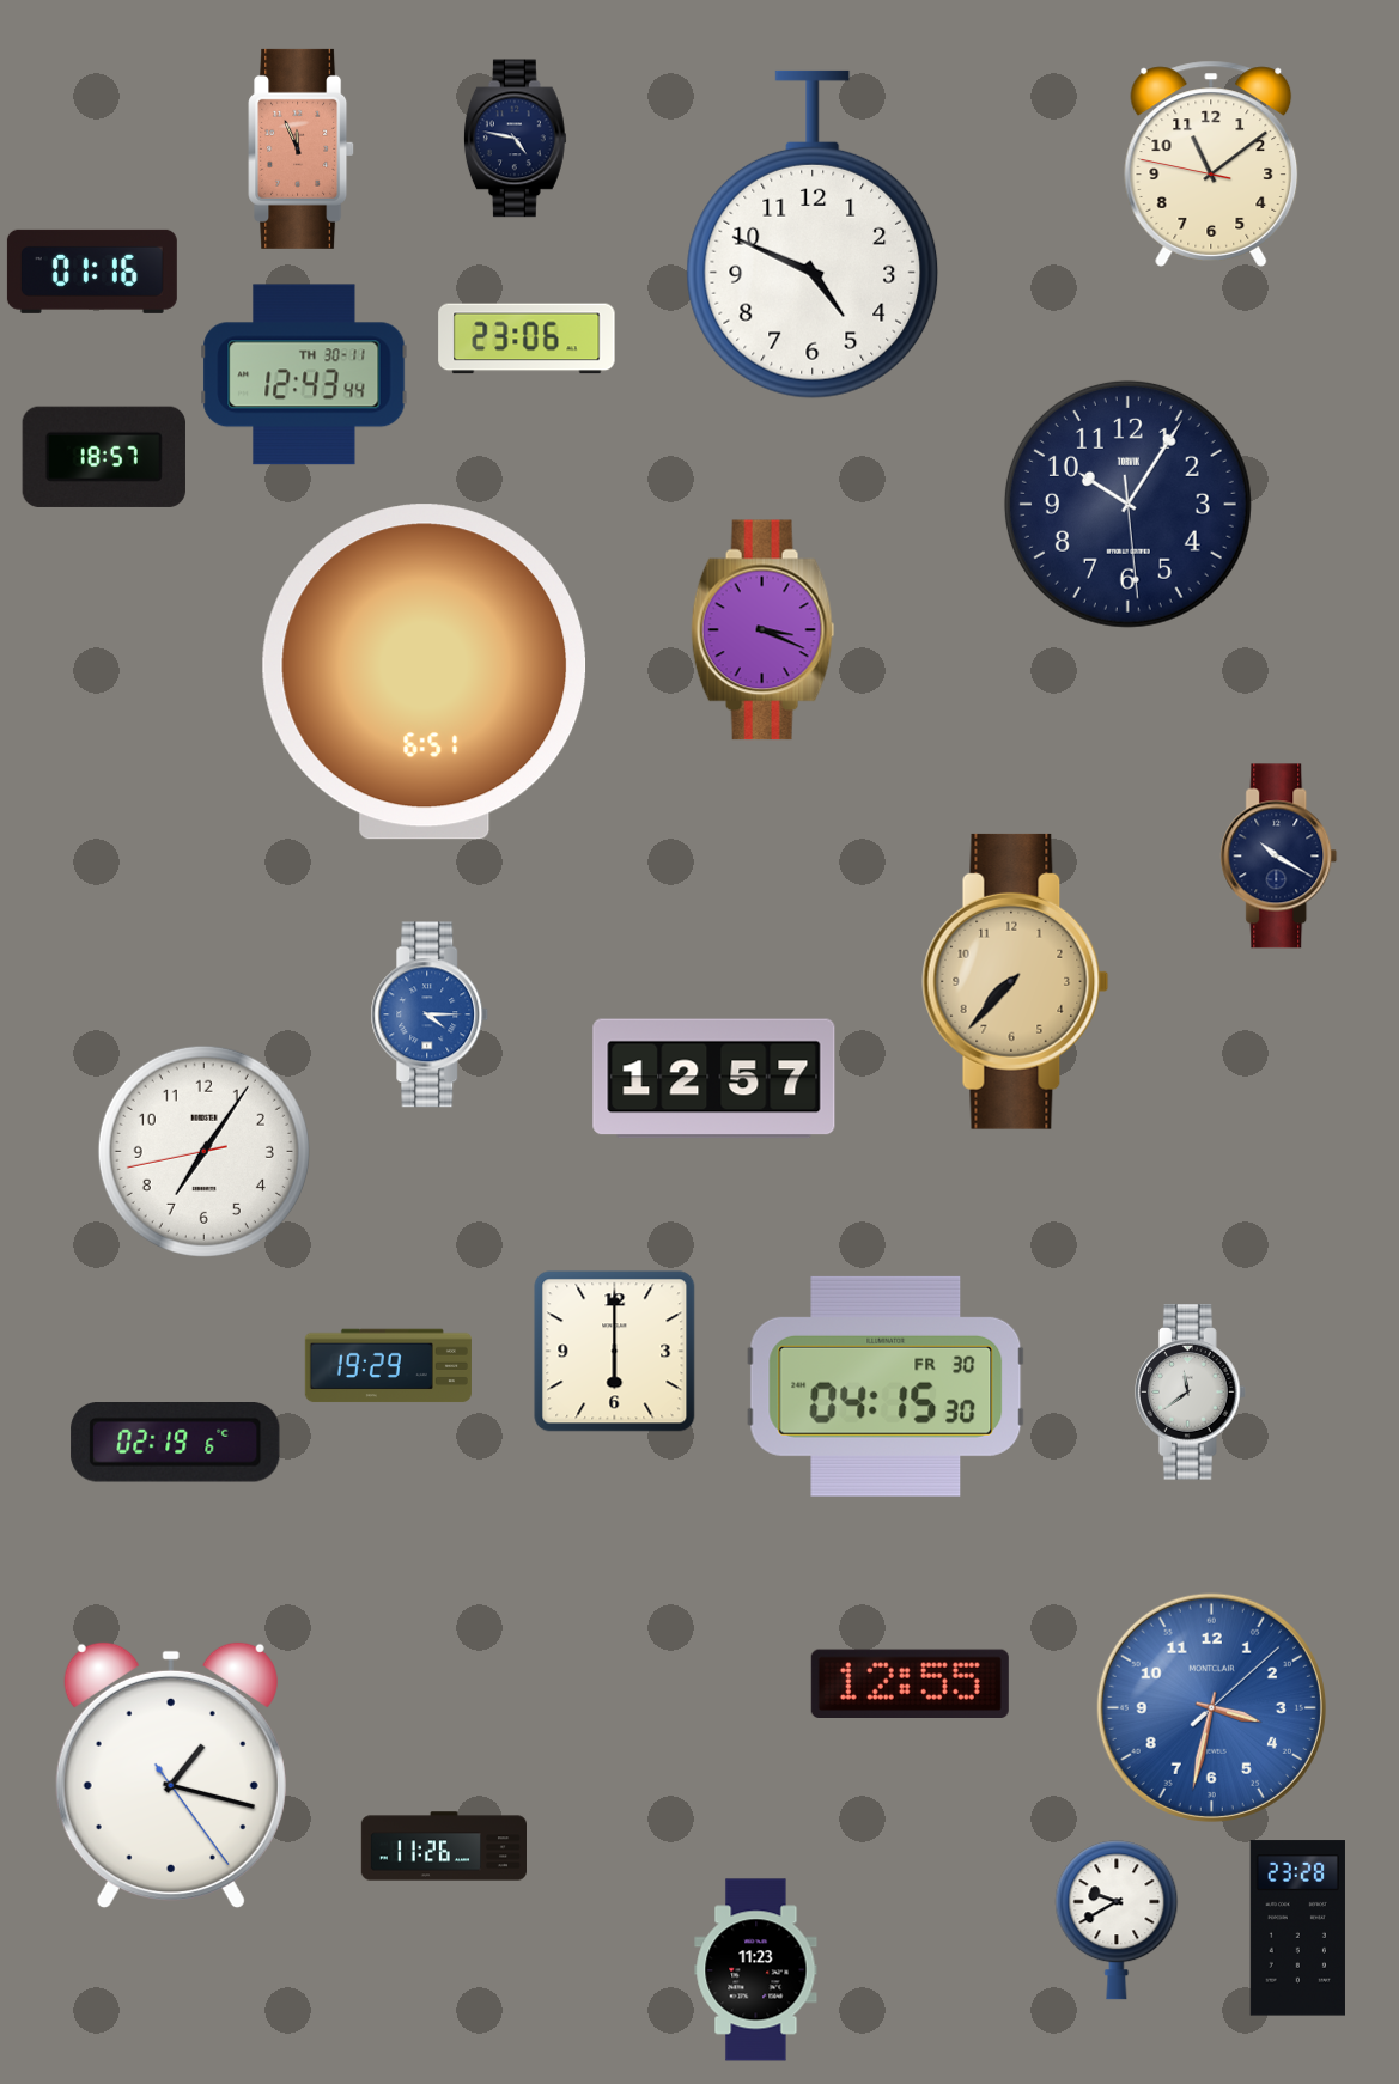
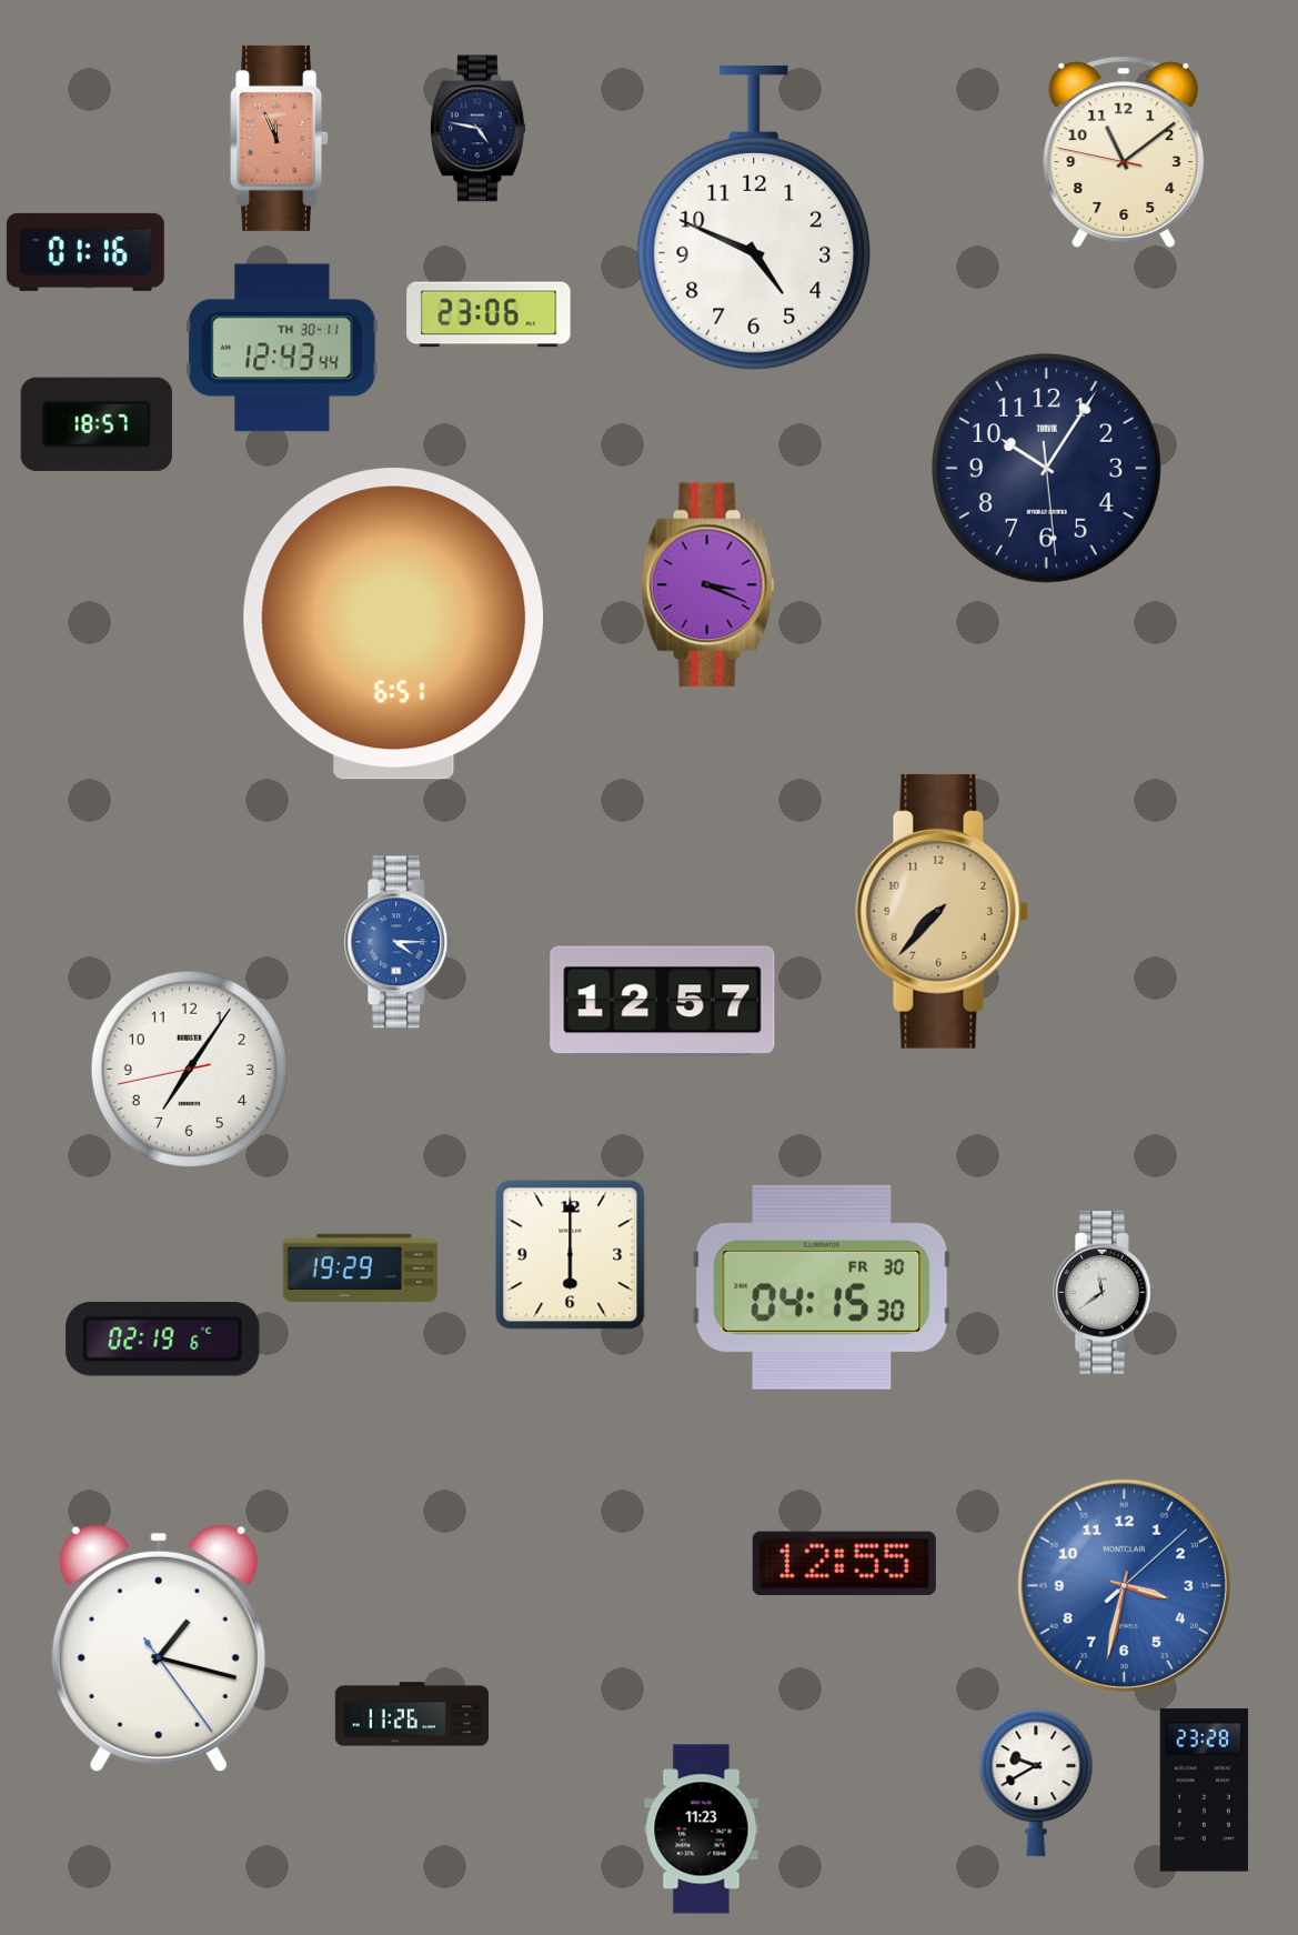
clock at (1279, 857): 10:20 -> none
